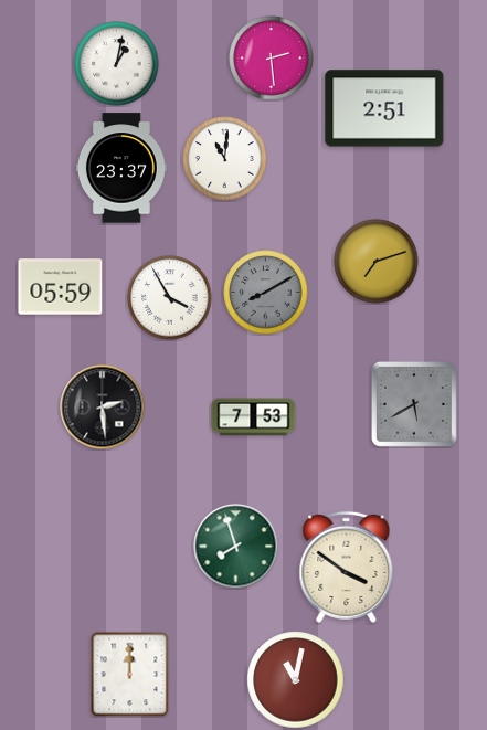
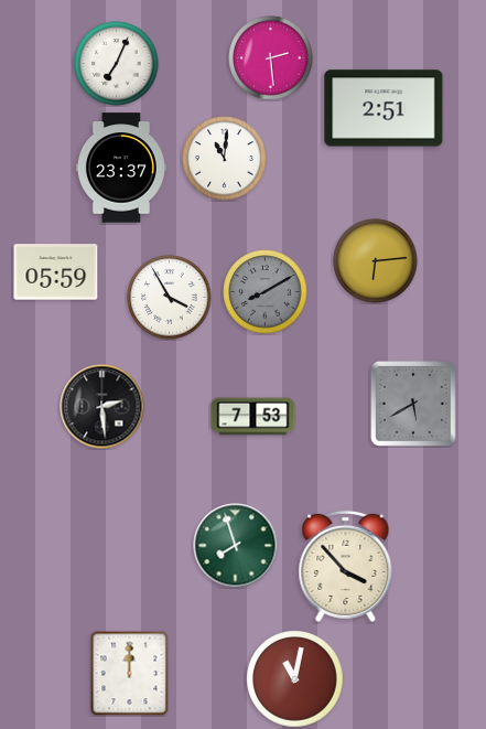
clock at (117, 64): 1:02 -> 7:04
clock at (377, 262): 7:12 -> 6:14
clock at (61, 287) position: (61, 287) -> (56, 272)
clock at (347, 567): 3:51 -> 3:53
